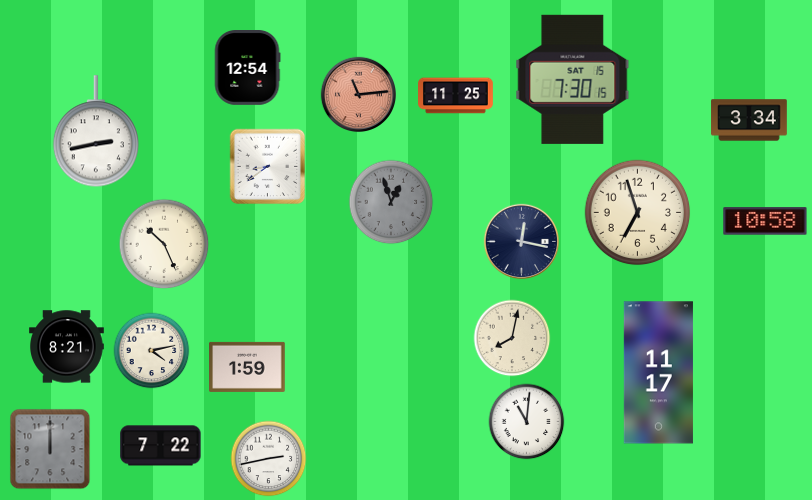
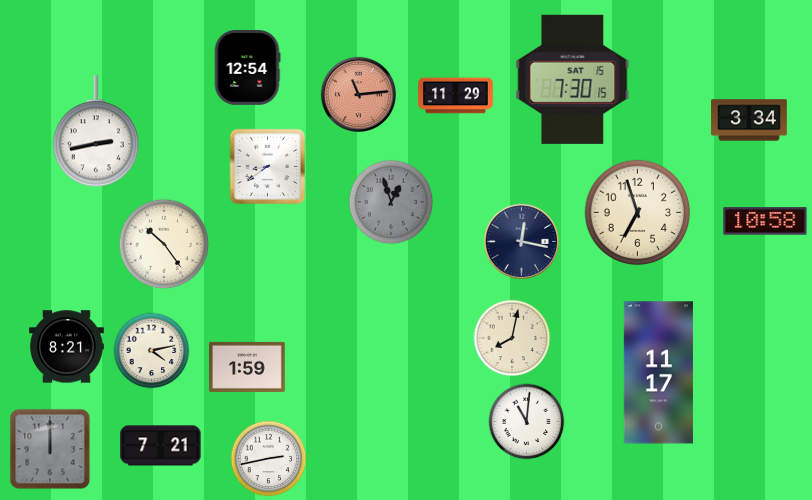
clock at (456, 96): 11:25 -> 11:29
clock at (164, 244): 10:26 -> 10:24
clock at (161, 446): 7:22 -> 7:21
